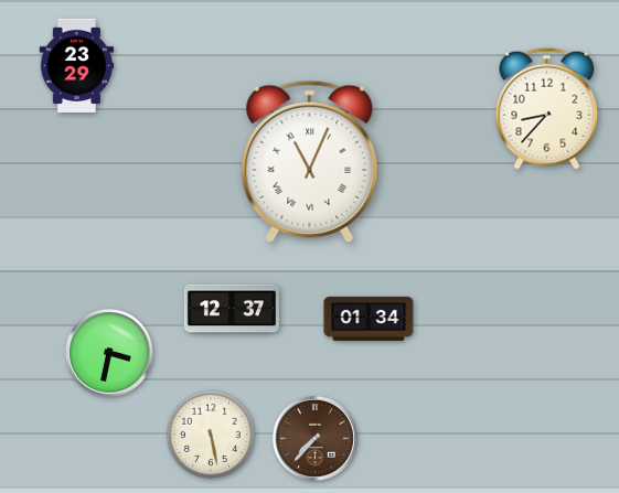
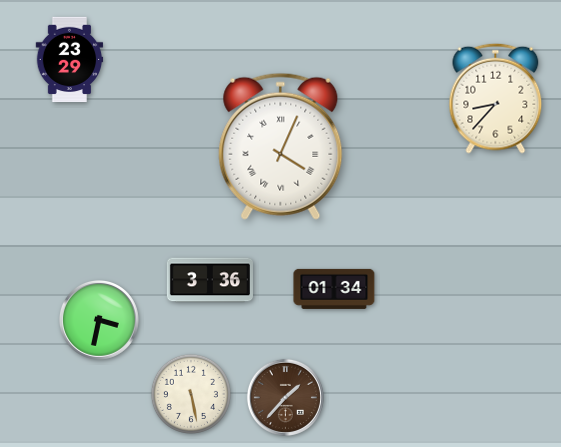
clock at (310, 161): 11:04 -> 4:04
clock at (232, 309): 12:37 -> 3:36
clock at (314, 438): 7:37 -> 1:37
